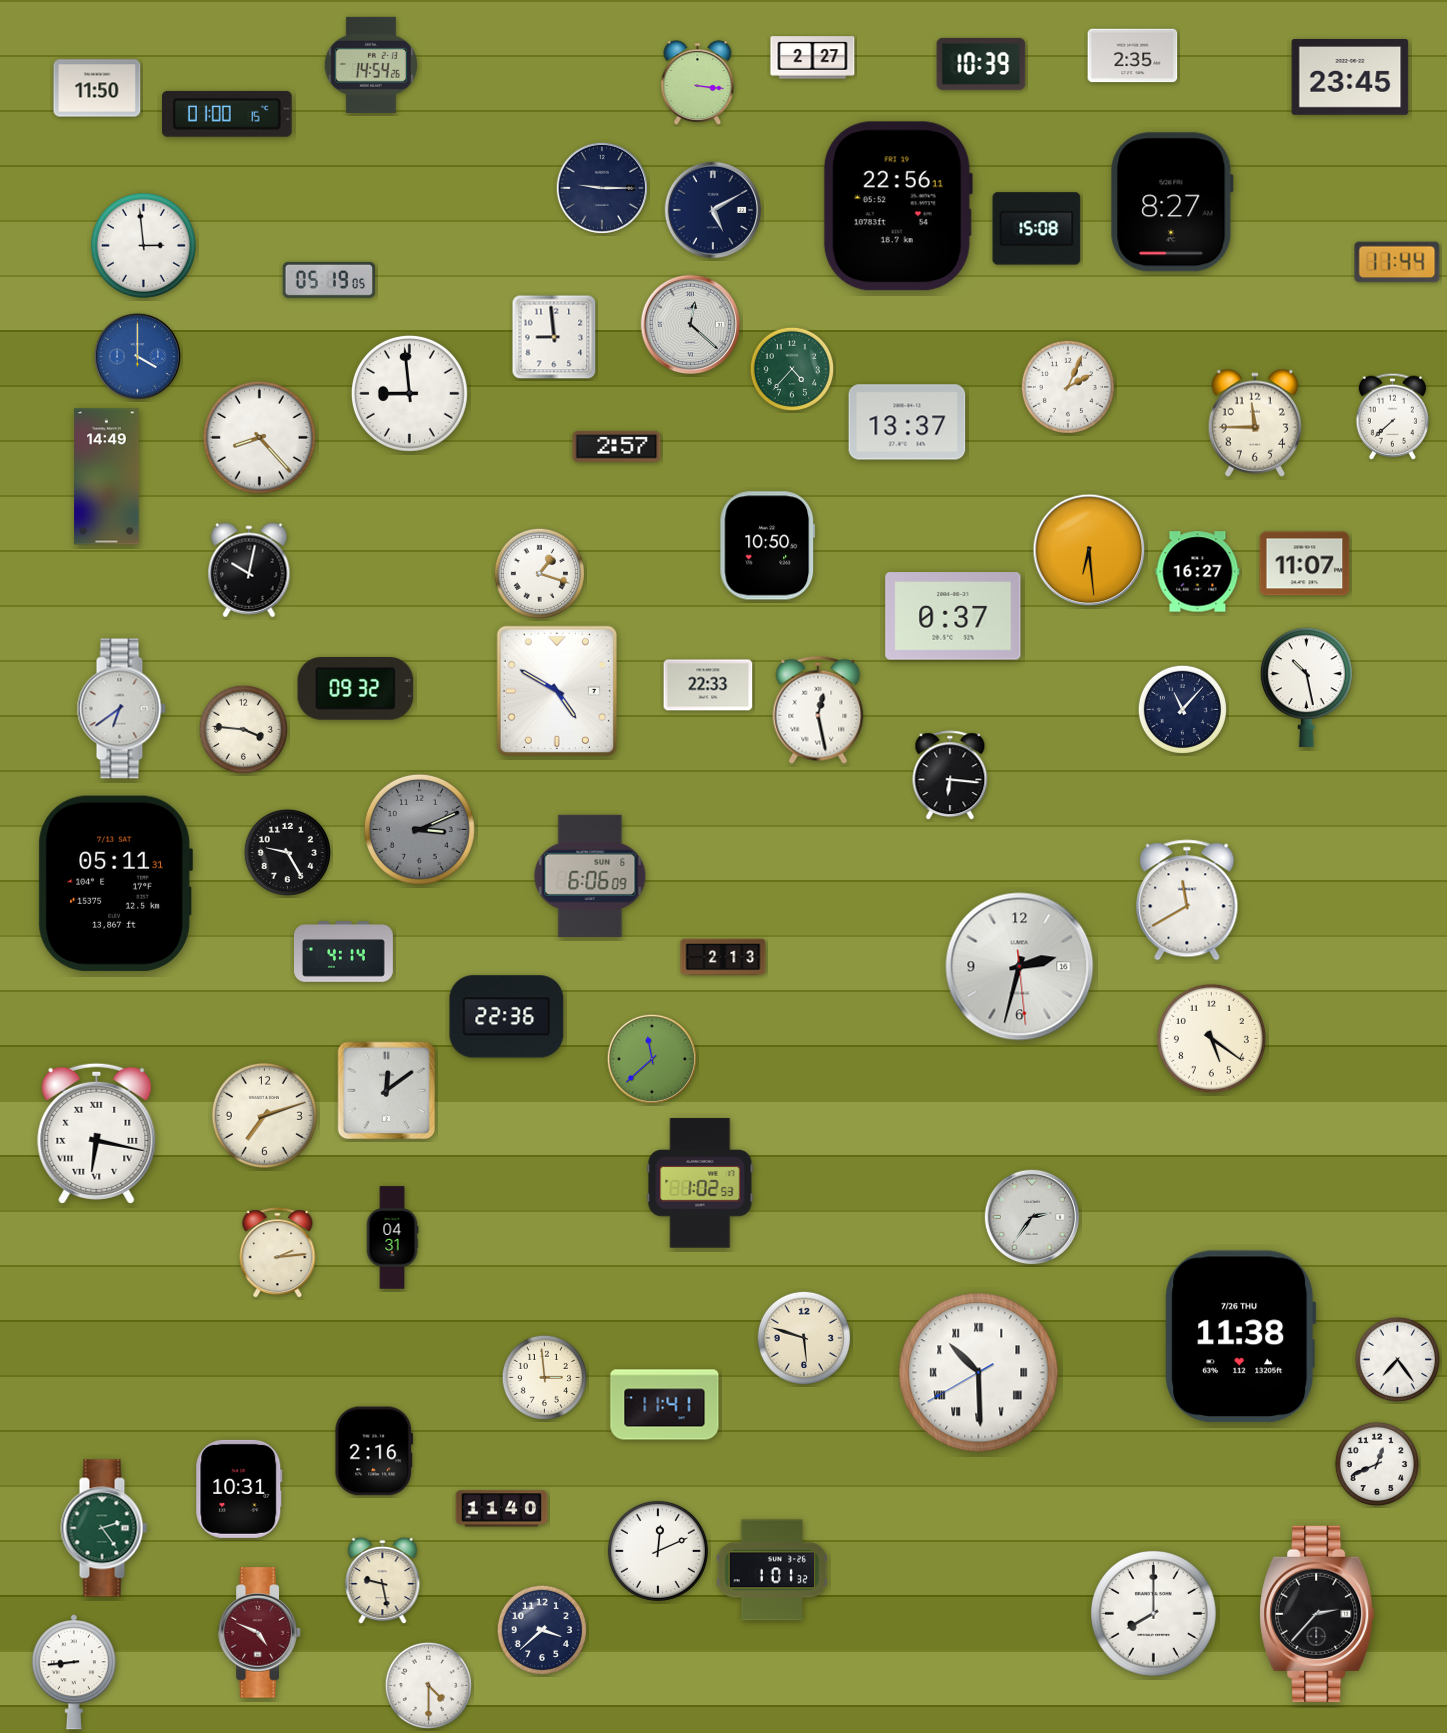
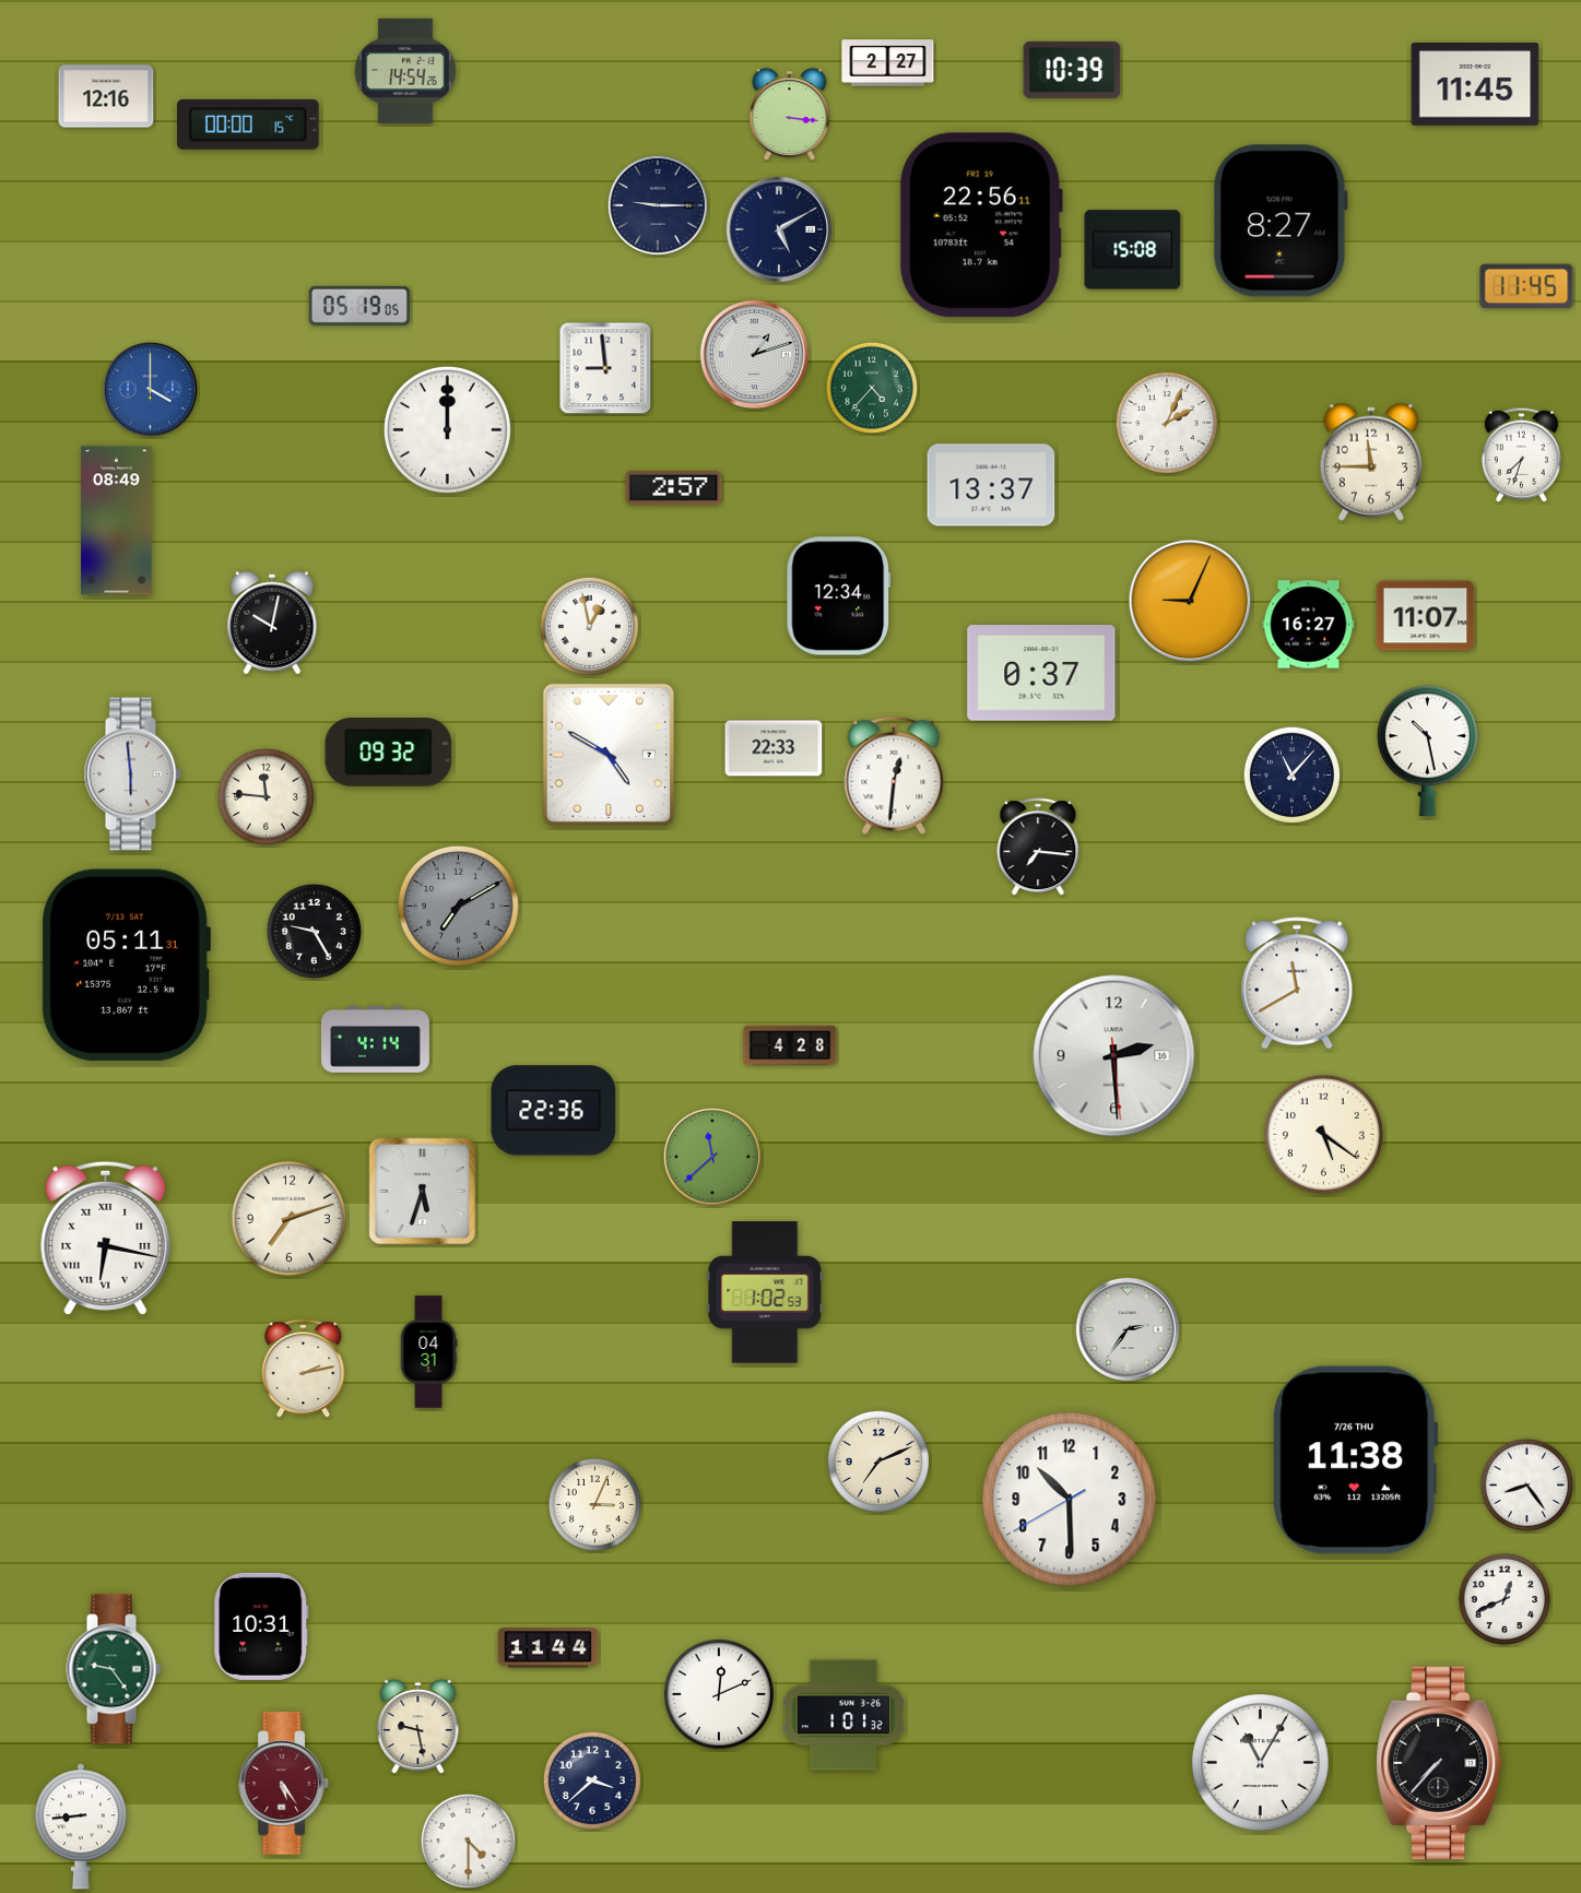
clock at (1133, 56): 2:35 -> none
clock at (1350, 78): 23:45 -> 11:45
clock at (698, 83) position: (698, 83) -> (790, 115)
clock at (97, 88): 11:50 -> 12:16
clock at (228, 114): 01:00 -> 00:00
clock at (143, 245): 2:59 -> none
clock at (1397, 262): 11:44 -> 11:45
clock at (690, 324): 12:22 -> 1:12
clock at (791, 368) position: (791, 368) -> (871, 387)
clock at (409, 393): 8:59 -> 12:00
clock at (1392, 416): 7:38 -> 7:33
clock at (907, 422) position: (907, 422) -> (991, 485)
clock at (259, 437): 8:23 -> none
clock at (107, 477): 14:49 -> 08:49
clock at (768, 546): 10:50 -> 12:34
clock at (1089, 550): 6:29 -> 9:04
clock at (539, 573): 1:18 -> 12:58
clock at (121, 709): 6:39 -> 5:59
clock at (818, 710): 12:28 -> 12:31
clock at (243, 729): 3:46 -> 11:46
clock at (950, 776): 6:16 -> 7:16
clock at (419, 829): 3:11 -> 7:10
clock at (590, 876): 6:06 -> none
clock at (723, 957): 2:13 -> 4:28
clock at (1020, 967): 2:32 -> 2:29
clock at (387, 1090): 12:09 -> 5:33
clock at (278, 1253): 2:14 -> 2:13
clock at (804, 1338): 5:48 -> 7:11
clock at (1397, 1359): 7:24 -> 8:24
clock at (979, 1373) numerals: Roman -> Arabic
clock at (544, 1377): 2:59 -> 3:04
clock at (665, 1405): 11:41 -> none
clock at (374, 1451): 2:16 -> none
clock at (502, 1509): 11:40 -> 11:44
clock at (104, 1528): 2:24 -> 9:24
clock at (1154, 1614): 8:00 -> 11:05
clock at (1317, 1614): 2:37 -> 7:37
clock at (260, 1633): 4:49 -> 5:24
